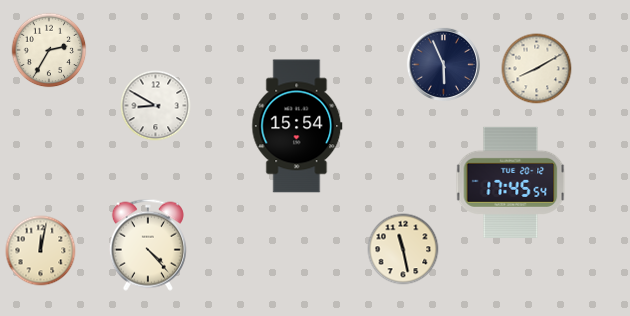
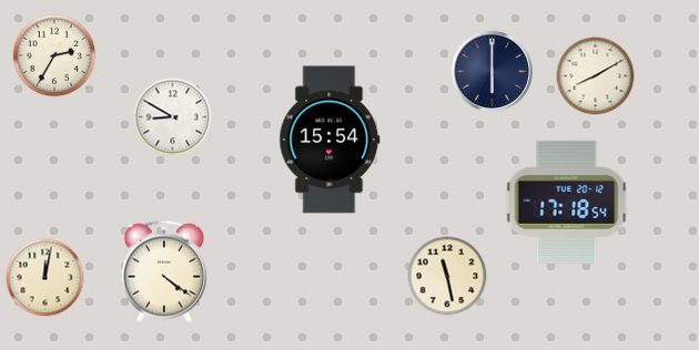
clock at (443, 64): 5:56 -> 6:00
clock at (511, 182): 17:45 -> 17:18
clock at (148, 245): 4:23 -> 4:21
